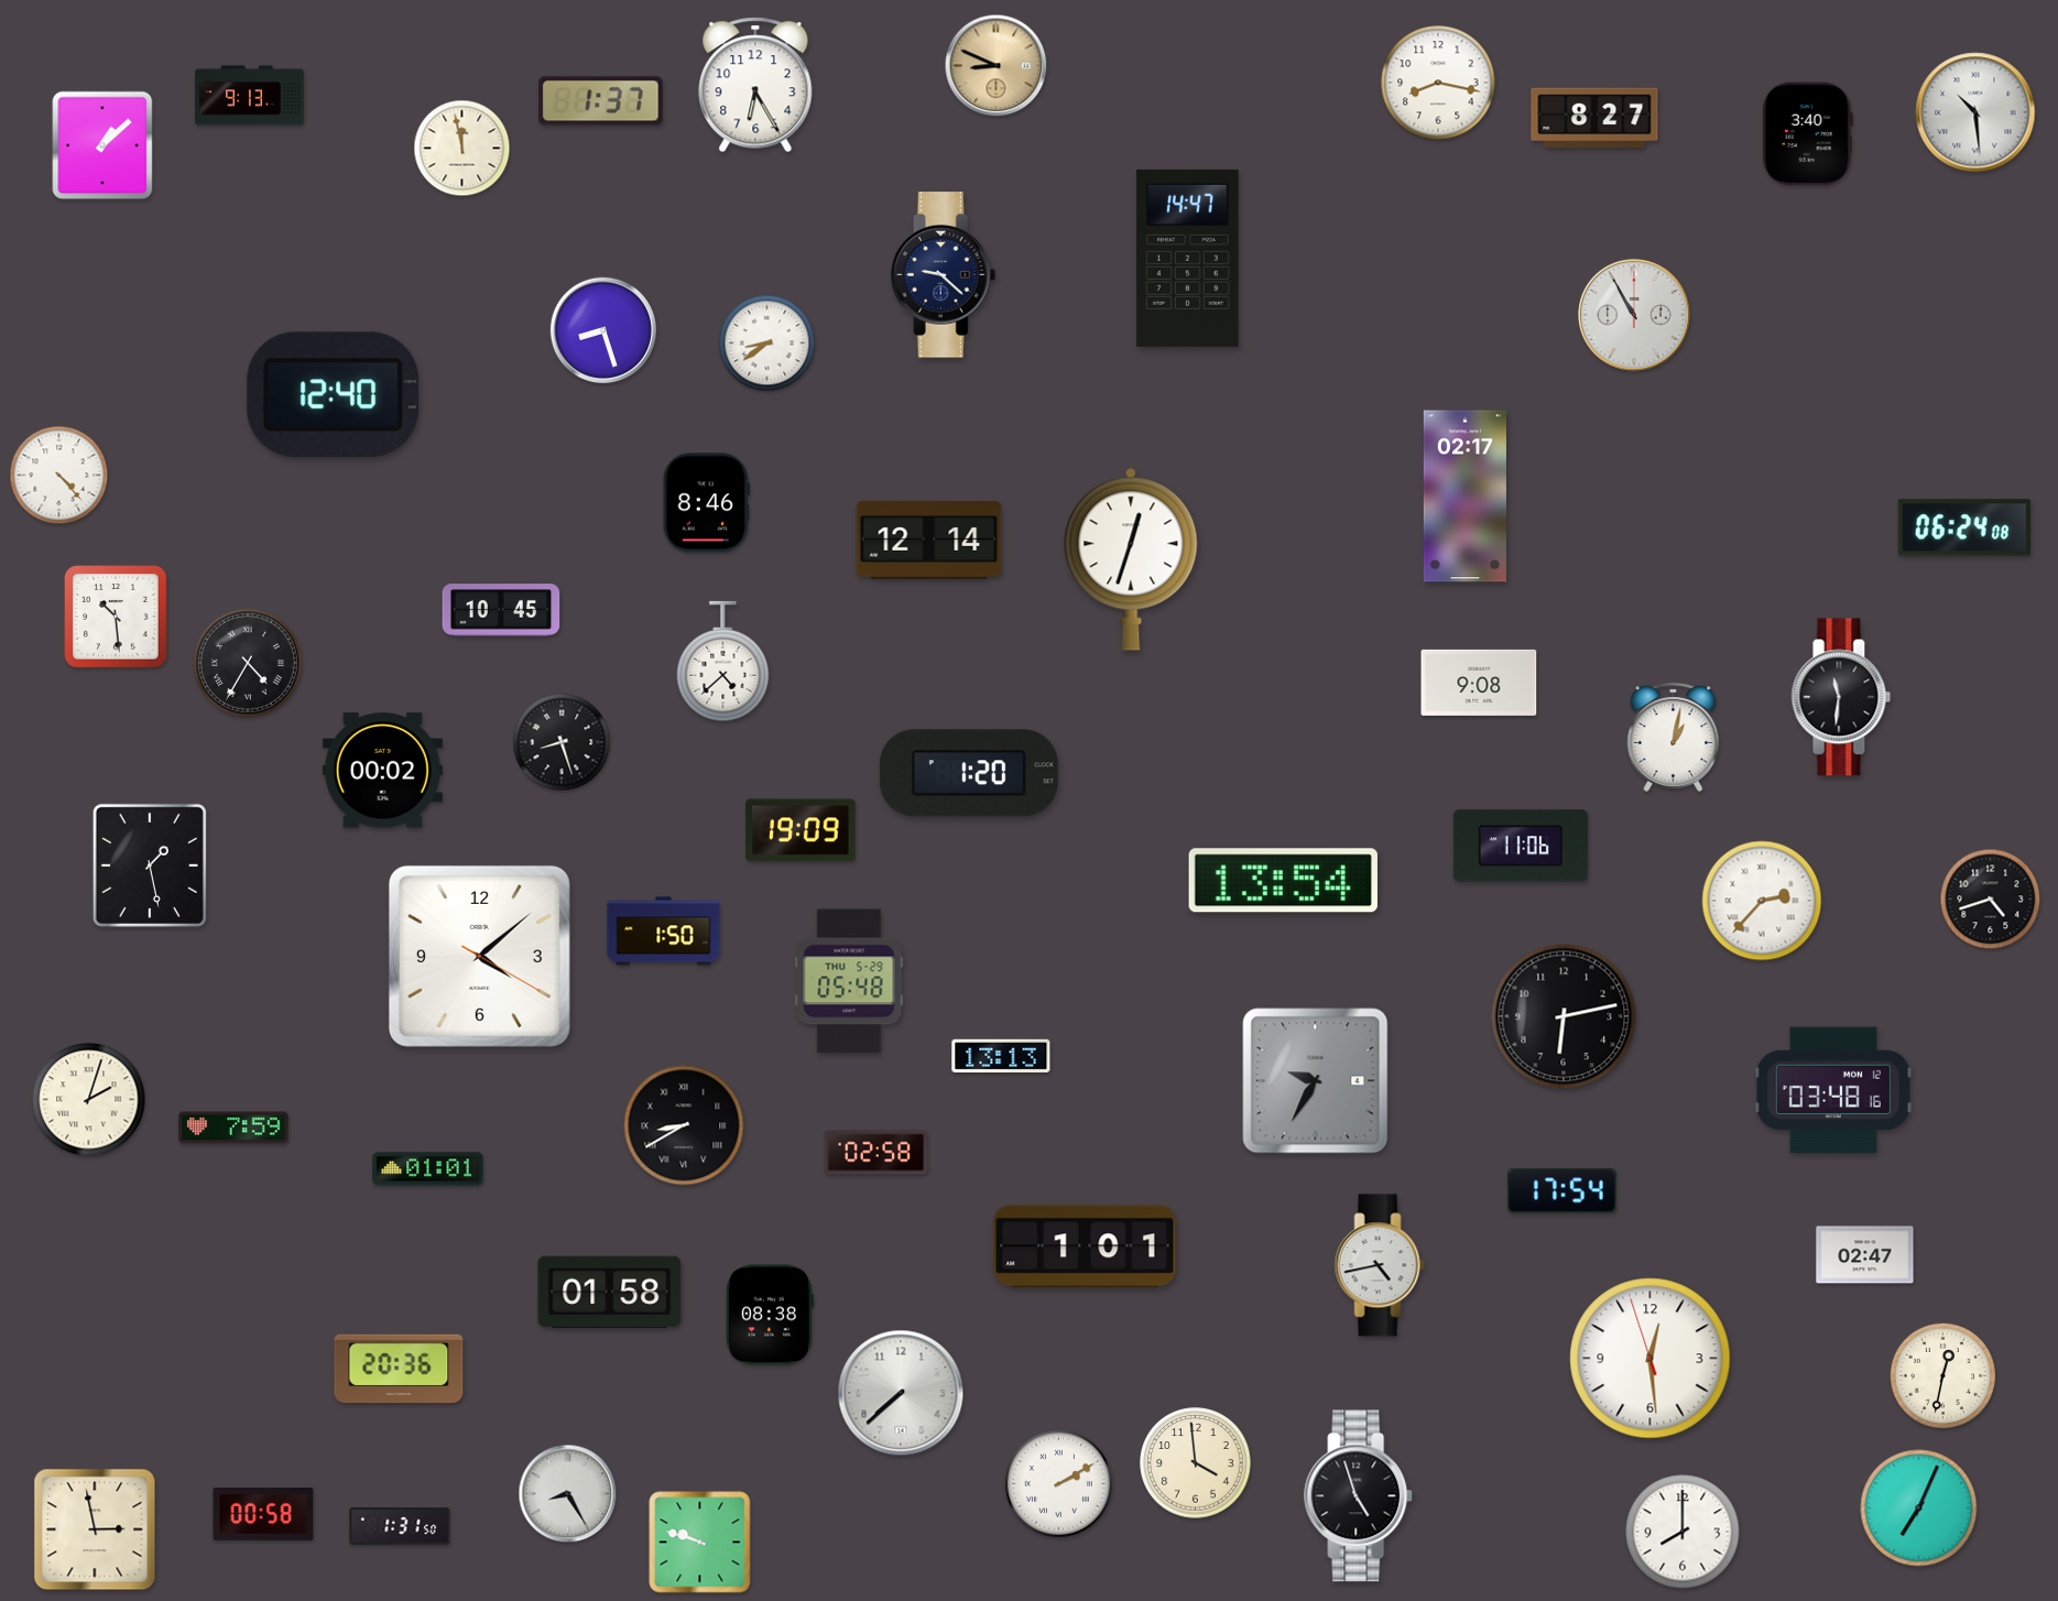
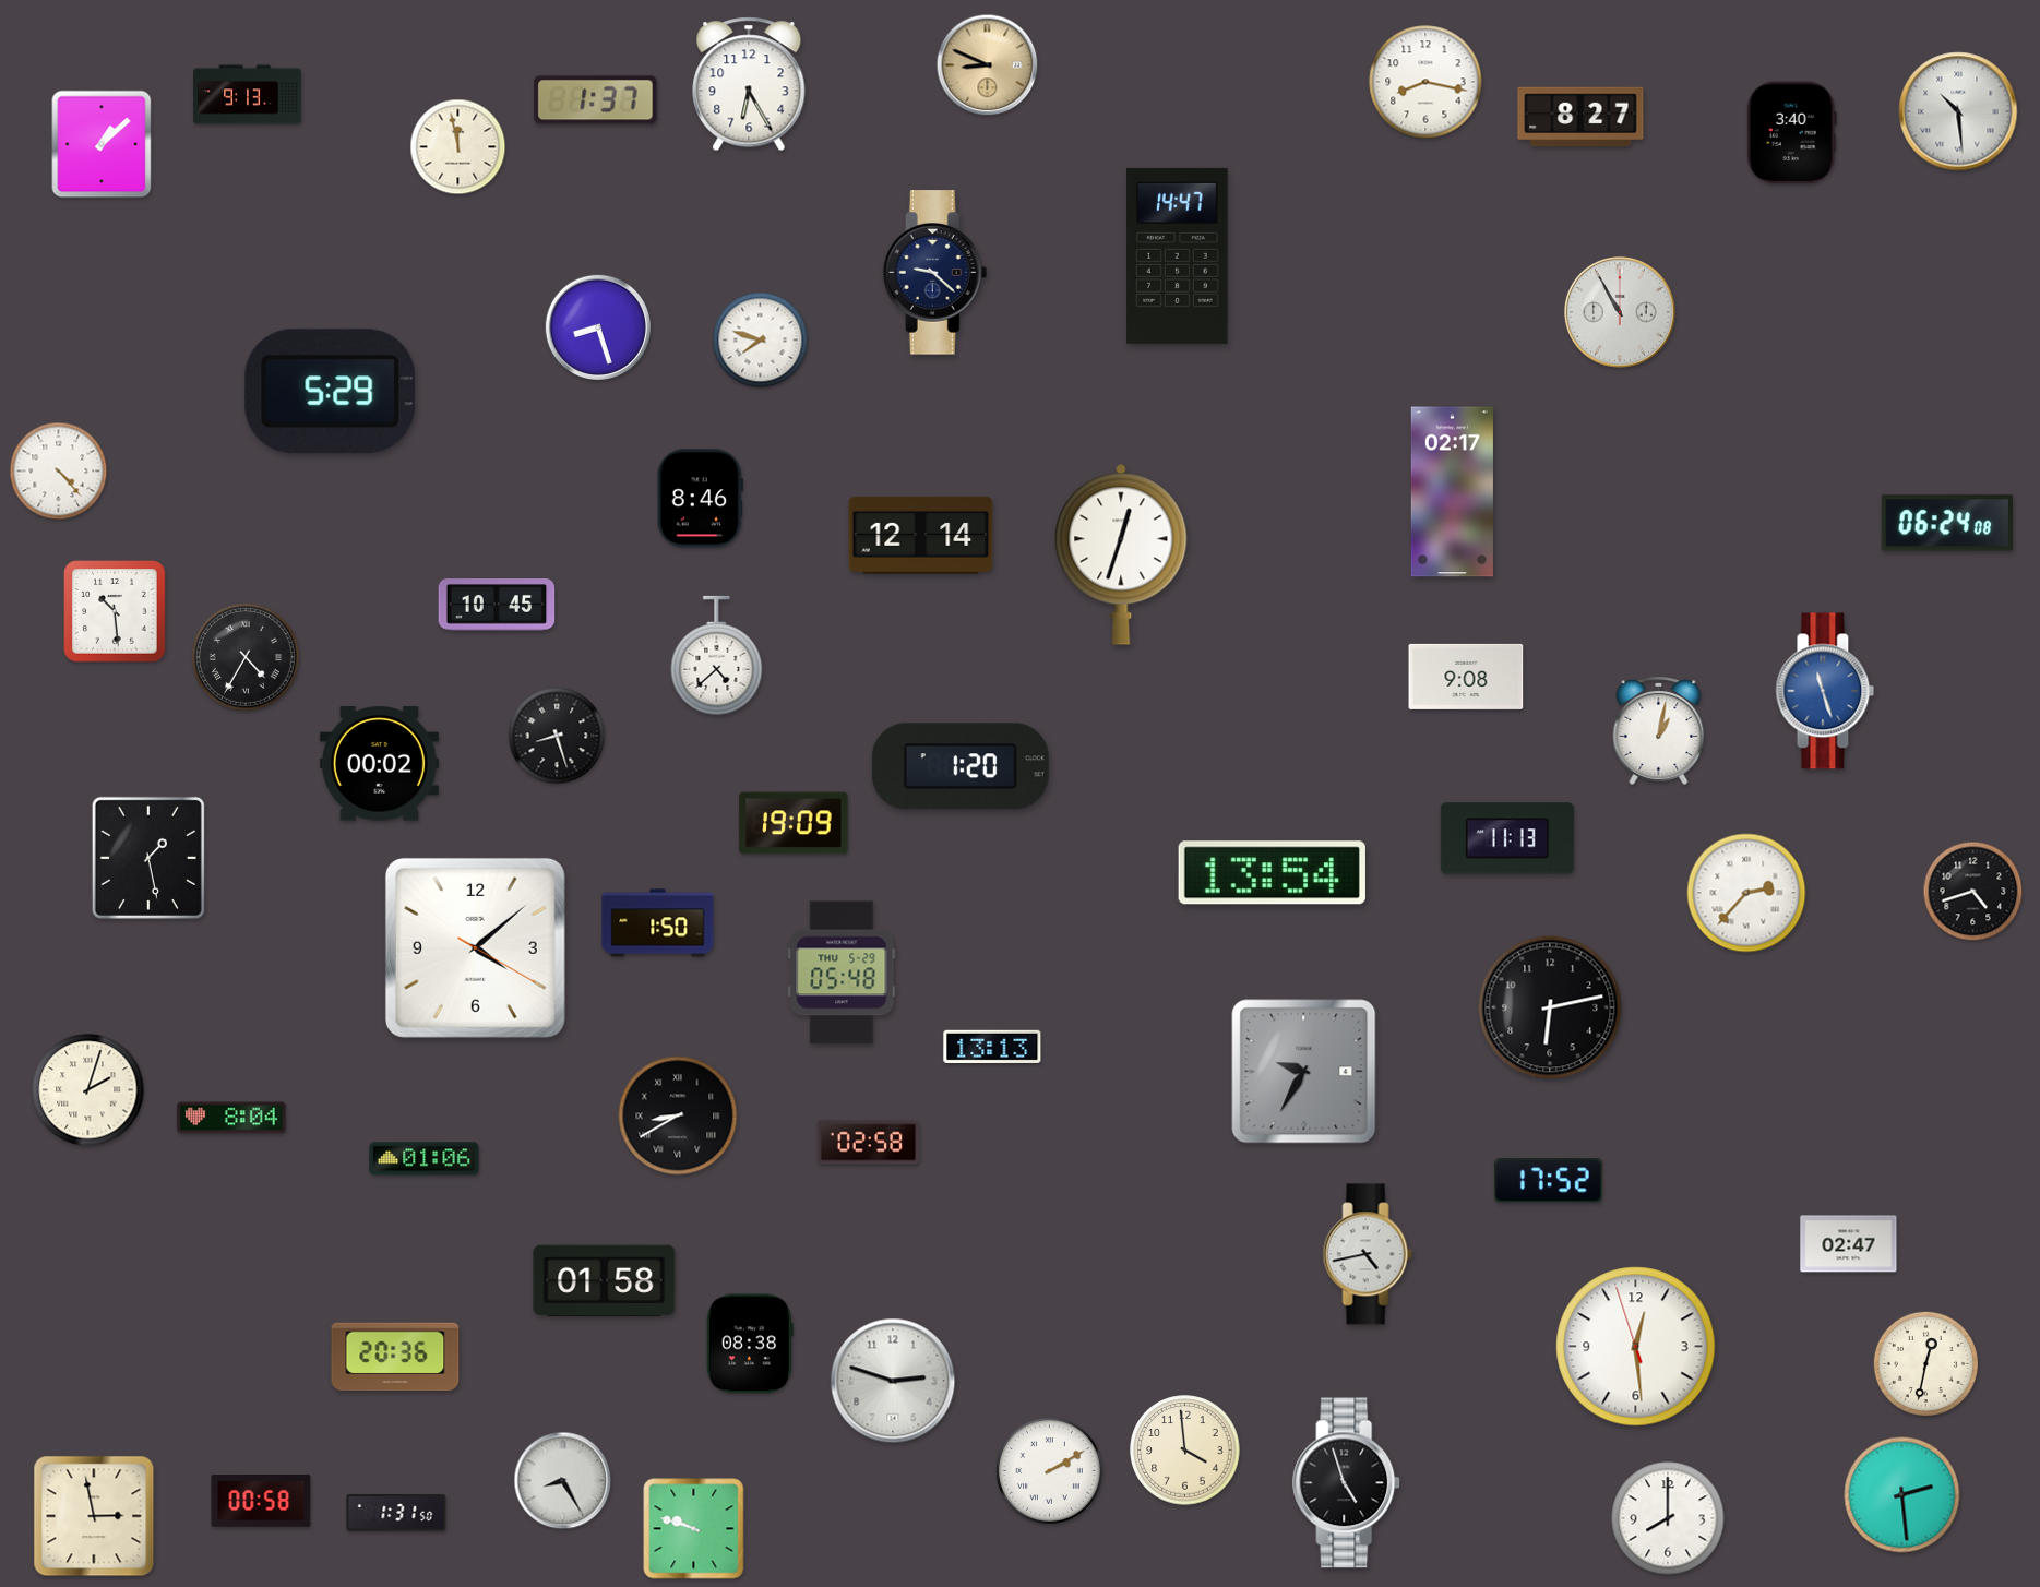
clock at (767, 344): 8:39 -> 7:48
clock at (334, 395): 12:40 -> 5:29
clock at (1841, 697): 11:31 -> 11:27
clock at (1841, 697) dial: black -> blue
clock at (1521, 846): 11:06 -> 11:13
clock at (1833, 1090): 03:48 -> none
clock at (233, 1128): 7:59 -> 8:04
clock at (428, 1169): 01:01 -> 01:06
clock at (1562, 1191): 17:54 -> 17:52
clock at (1085, 1246): 1:01 -> none
clock at (770, 1315) position: (770, 1315) -> (750, 1344)
clock at (901, 1393): 7:38 -> 2:48
clock at (1919, 1509): 7:04 -> 2:29
